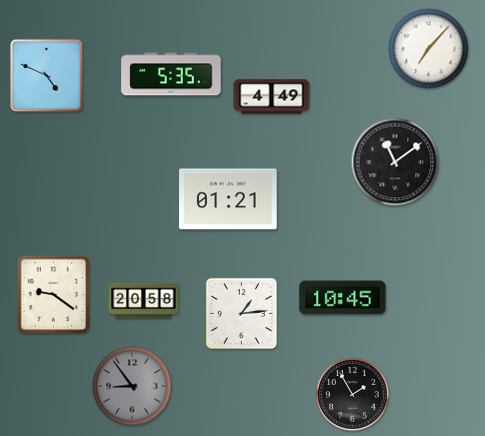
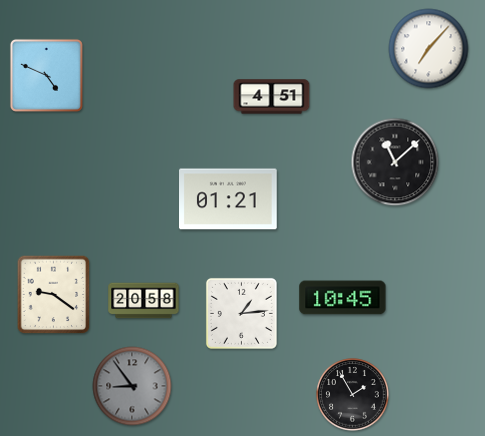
clock at (171, 74): 5:35 -> none
clock at (272, 97): 4:49 -> 4:51
clock at (395, 162): 11:09 -> 11:08
